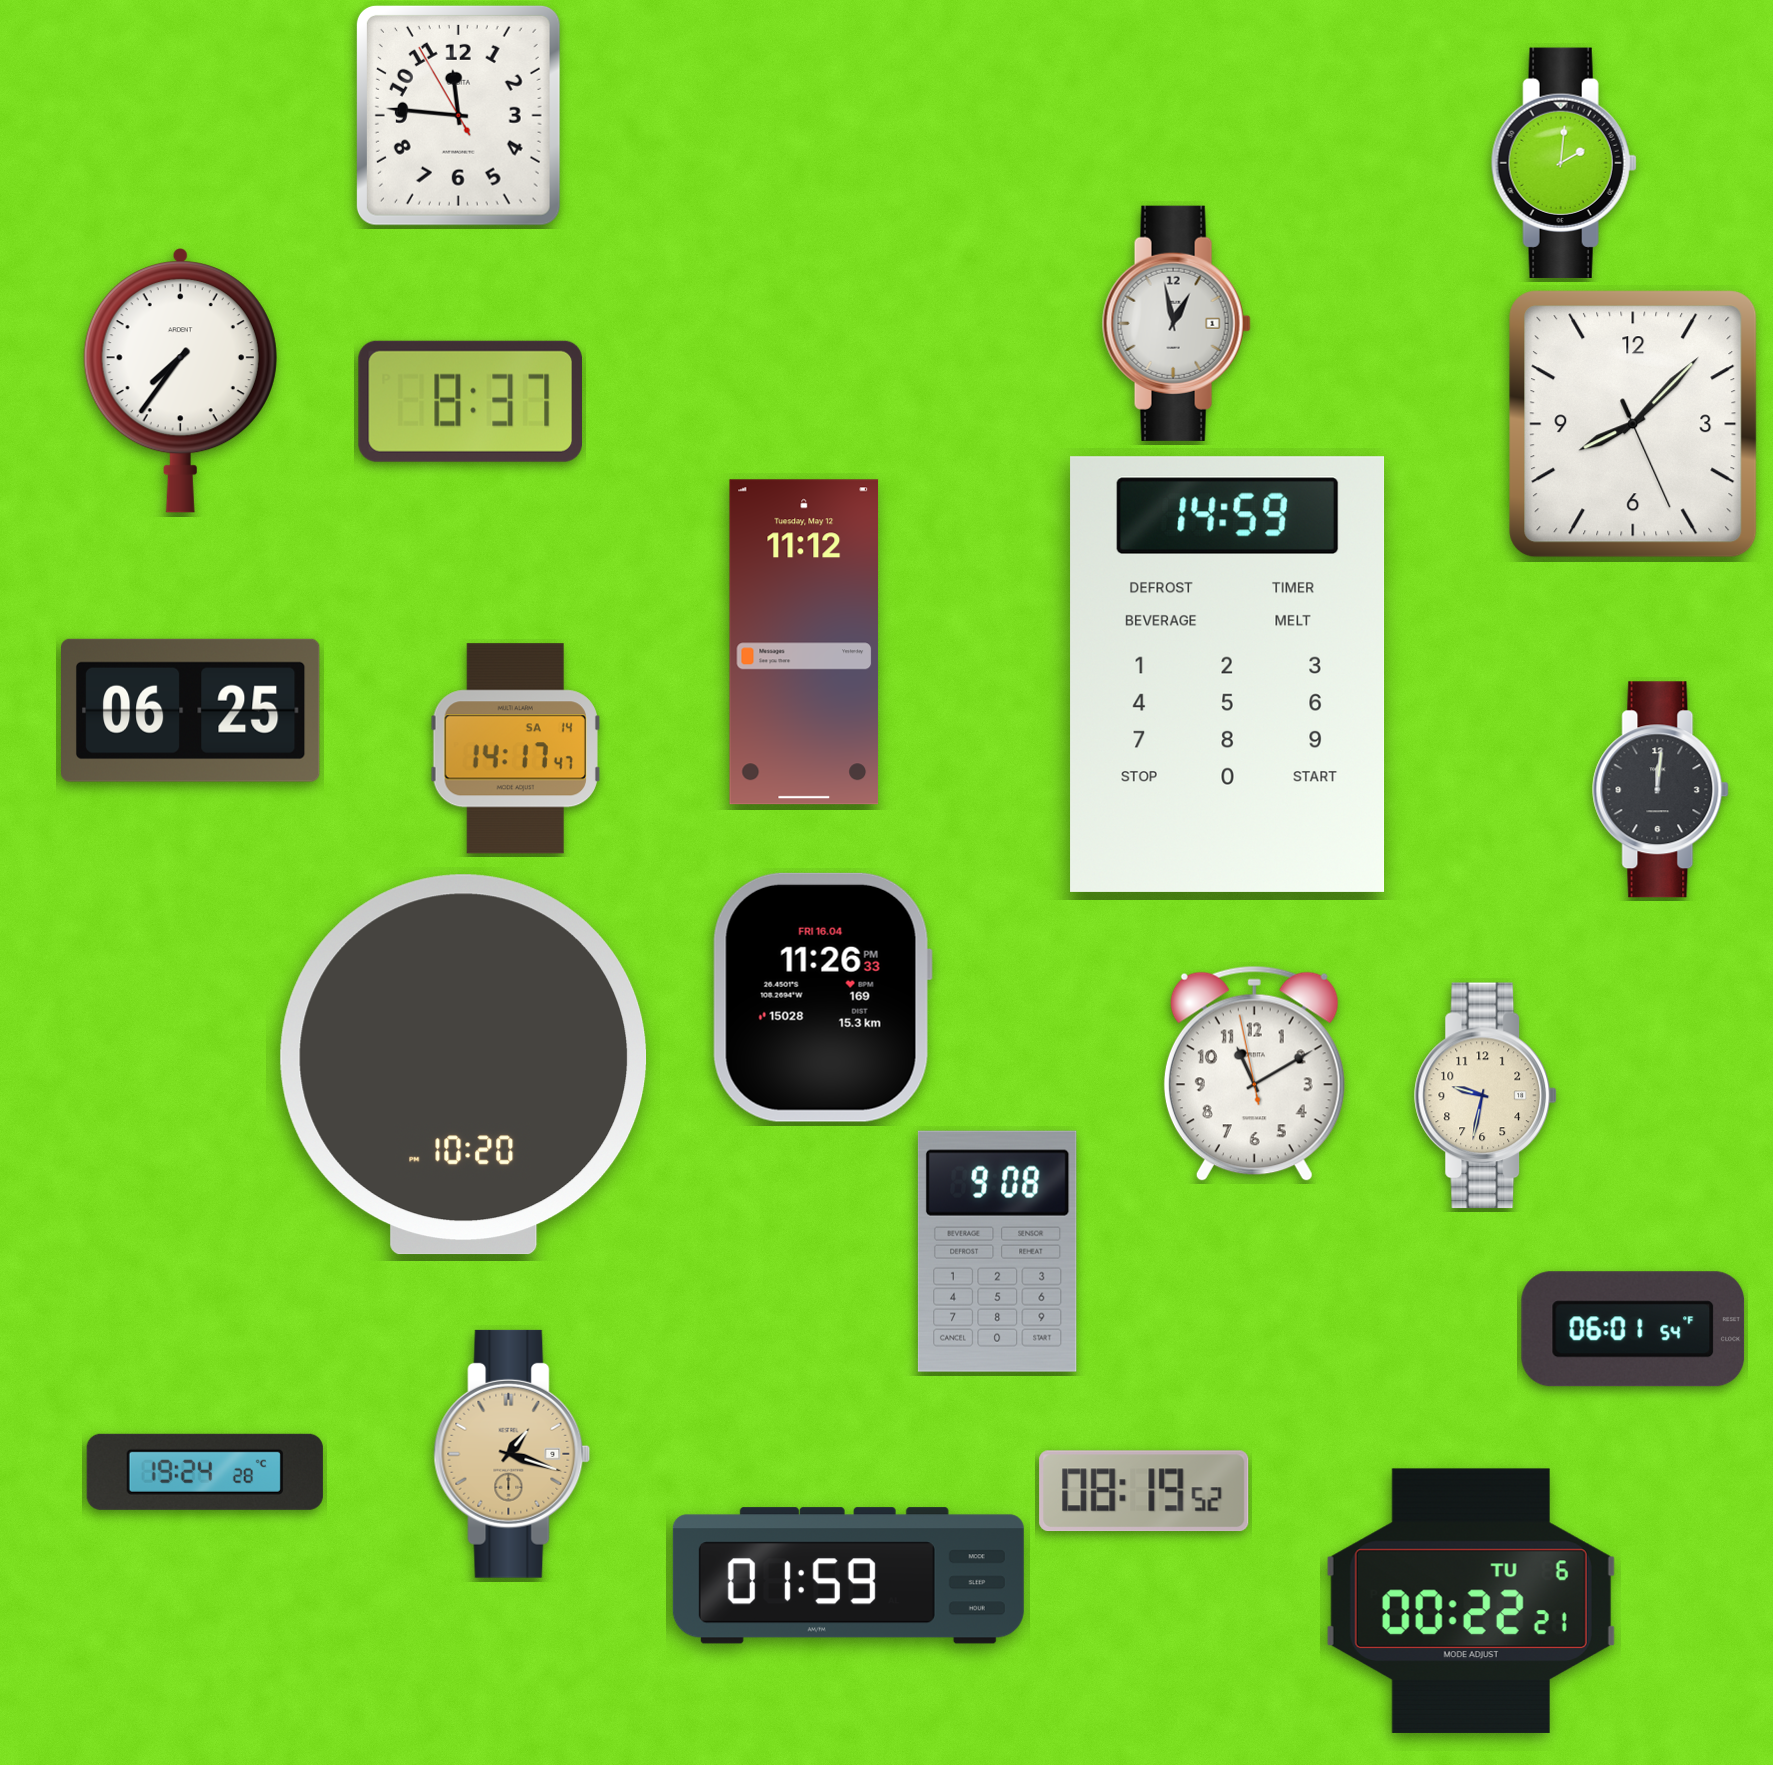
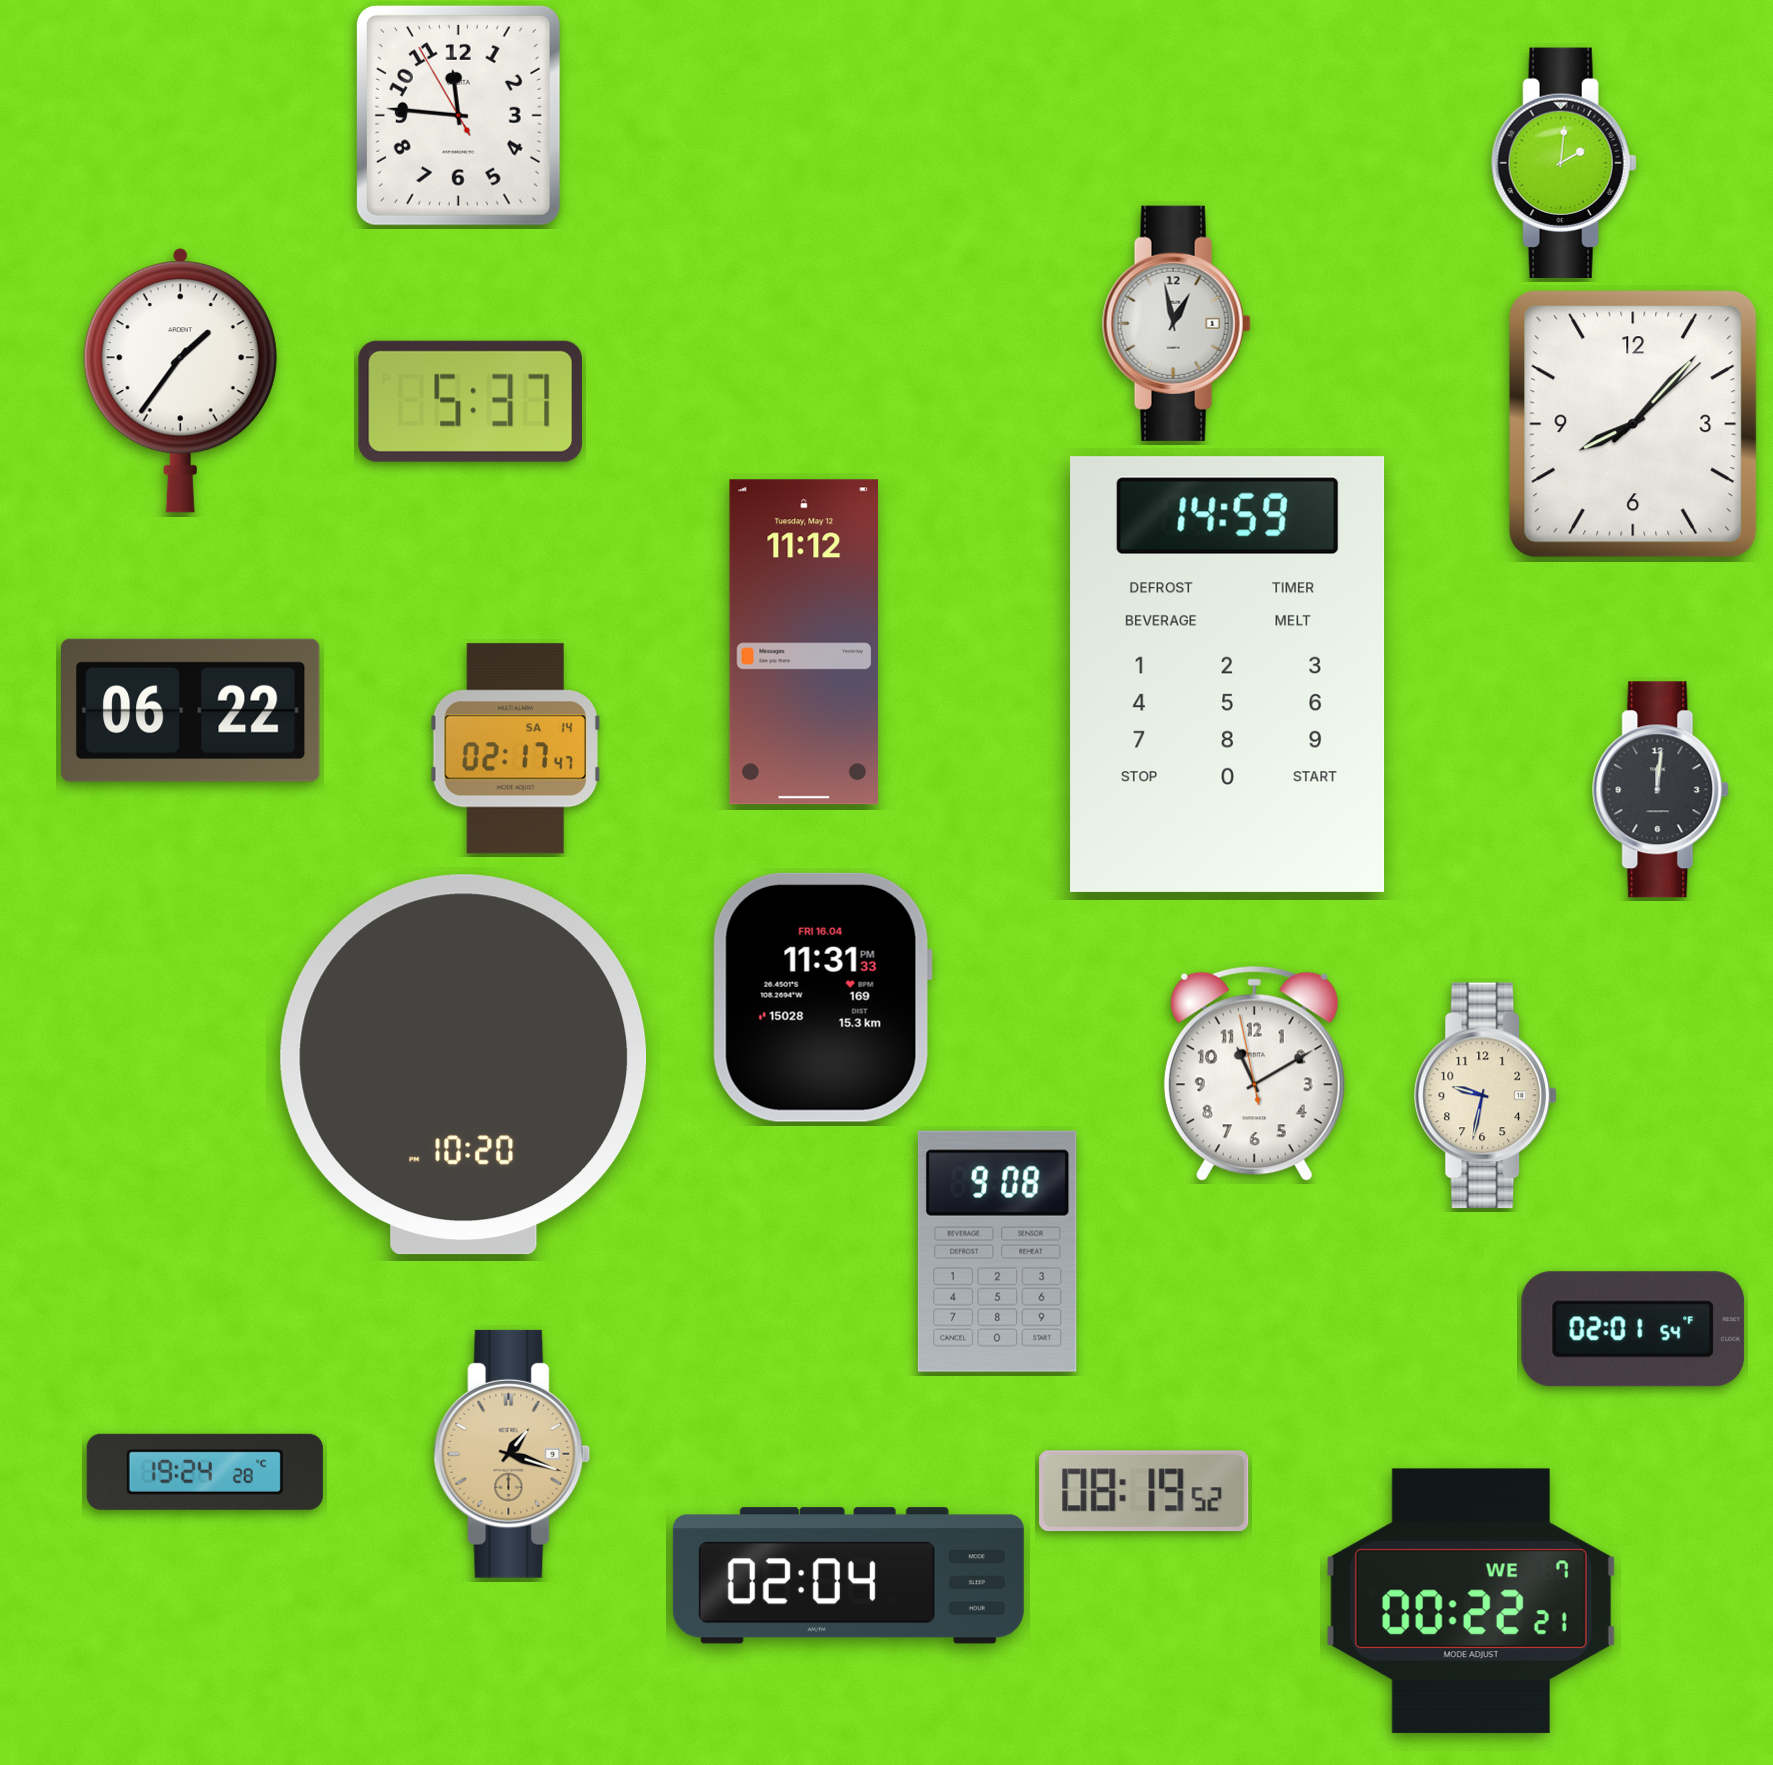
clock at (180, 381): 7:36 -> 1:36
clock at (470, 401): 8:37 -> 5:37
clock at (1633, 424): 8:07:26 -> 8:07:08
clock at (191, 710): 06:25 -> 06:22
clock at (515, 749): 14:17 -> 02:17
clock at (822, 997): 11:26 -> 11:31
clock at (1633, 1329): 06:01 -> 02:01
clock at (848, 1576): 01:59 -> 02:04
clock at (1471, 1601) date: TU 6 -> WE 7
